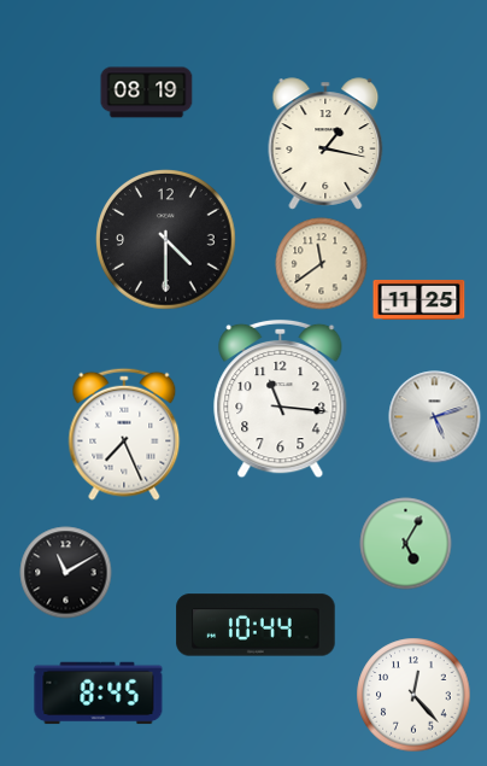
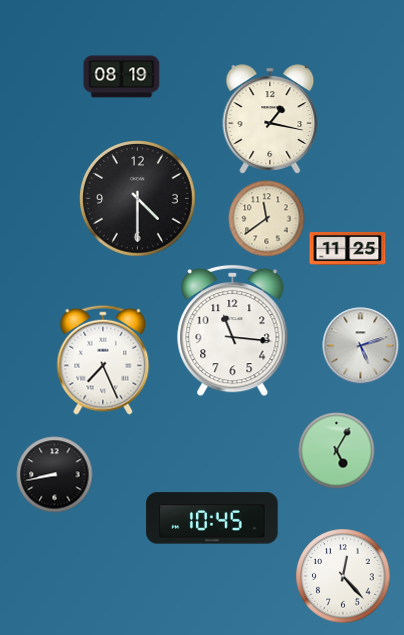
clock at (66, 573): 11:10 -> 8:43
clock at (256, 625): 10:44 -> 10:45
clock at (99, 694): 8:45 -> none
